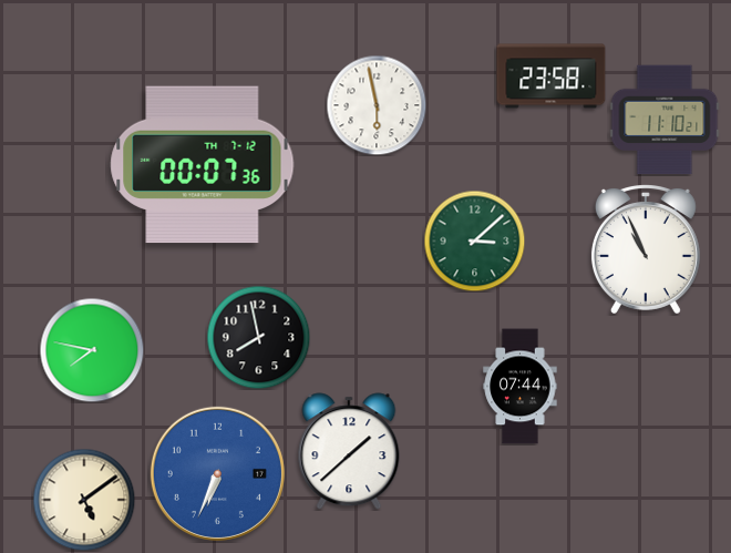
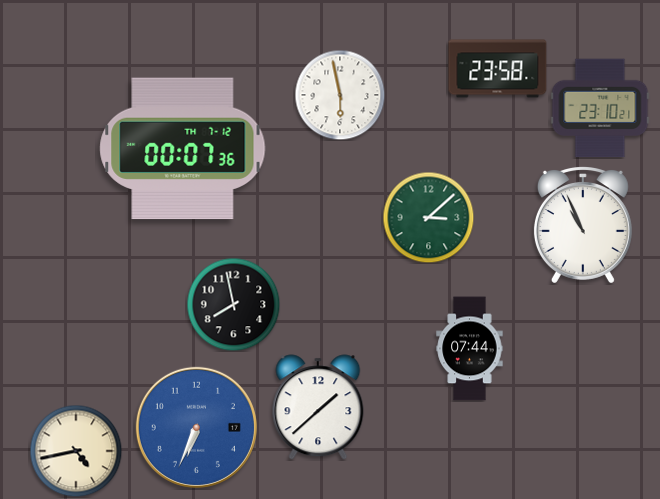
clock at (665, 120): 11:10 -> 23:10
clock at (92, 350): 7:47 -> none
clock at (349, 451) position: (349, 451) -> (318, 407)
clock at (84, 500): 5:09 -> 4:43
